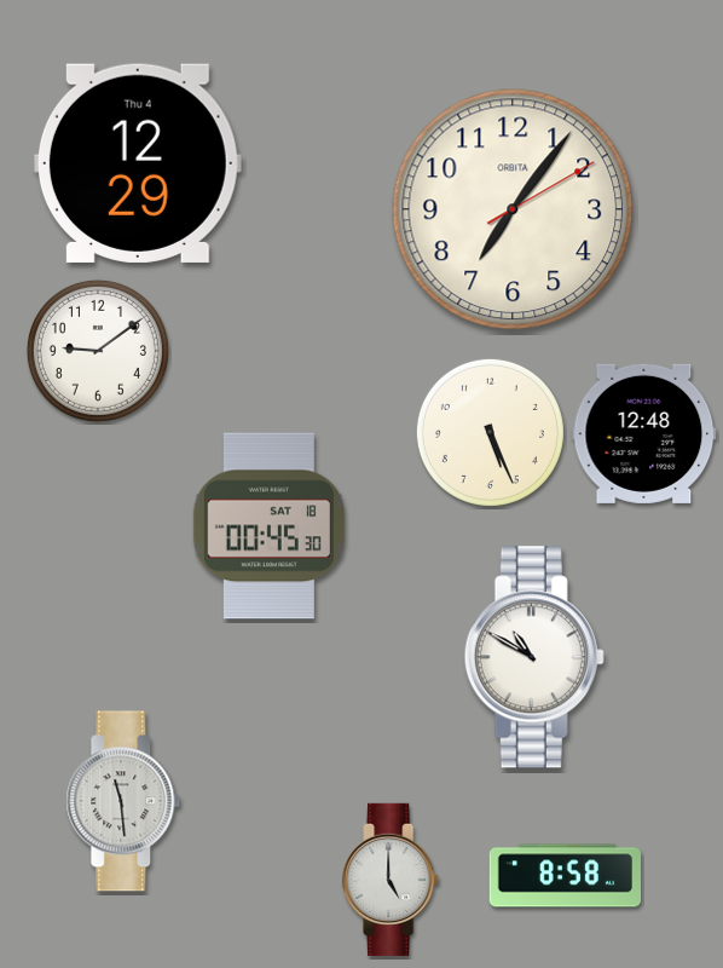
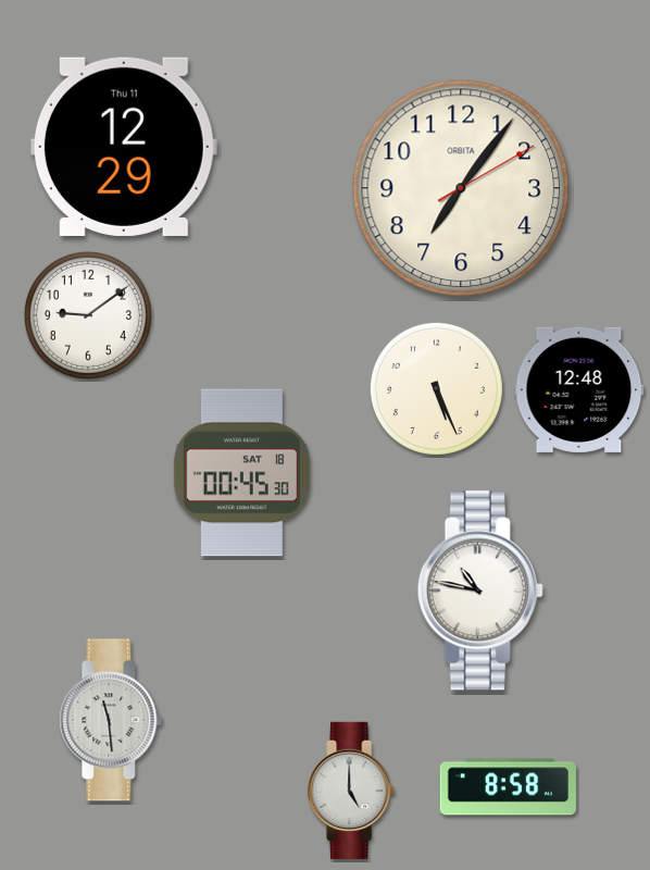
clock at (138, 163) date: Thu 4 -> Thu 11
clock at (490, 432) position: (490, 432) -> (436, 388)
clock at (534, 657): 10:50 -> 10:47
